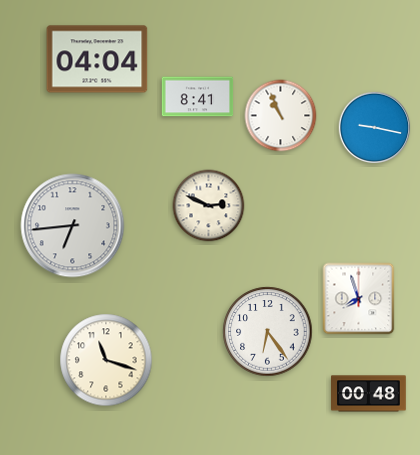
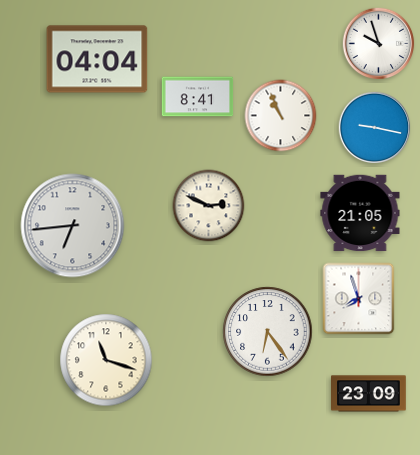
clock at (379, 44): none -> 9:57
clock at (360, 213): none -> 21:05
clock at (369, 394): 00:48 -> 23:09
